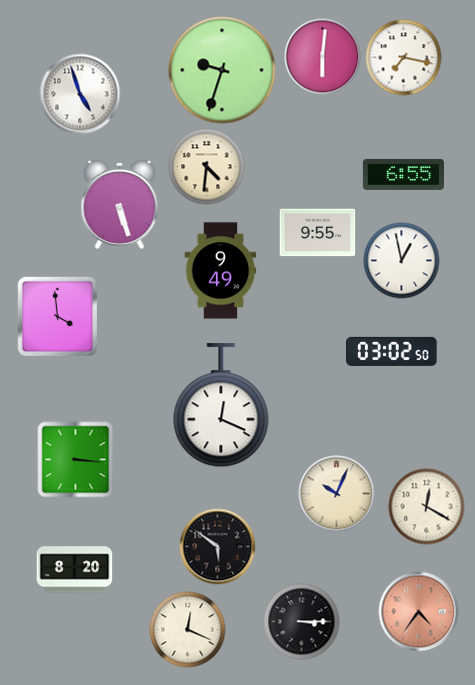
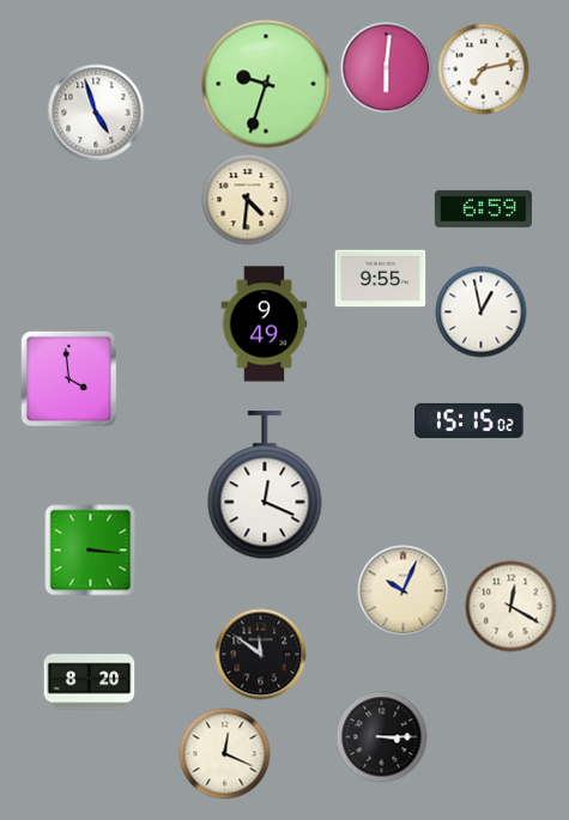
clock at (404, 58): 7:17 -> 7:13
clock at (403, 174): 6:55 -> 6:59
clock at (120, 204): 5:27 -> none
clock at (392, 351): 03:02 -> 15:15
clock at (218, 547): 5:51 -> 11:51
clock at (419, 612): 4:36 -> none
clock at (302, 622) position: (302, 622) -> (382, 737)
